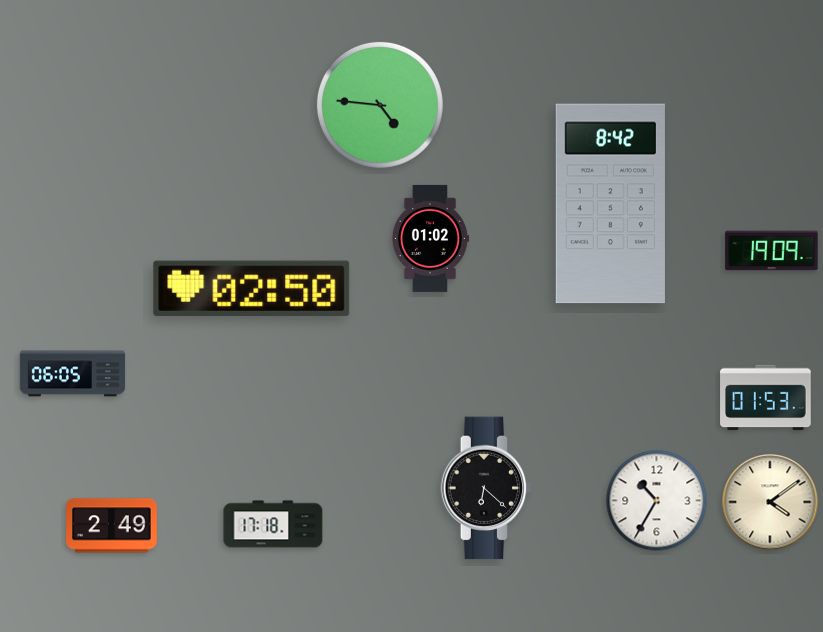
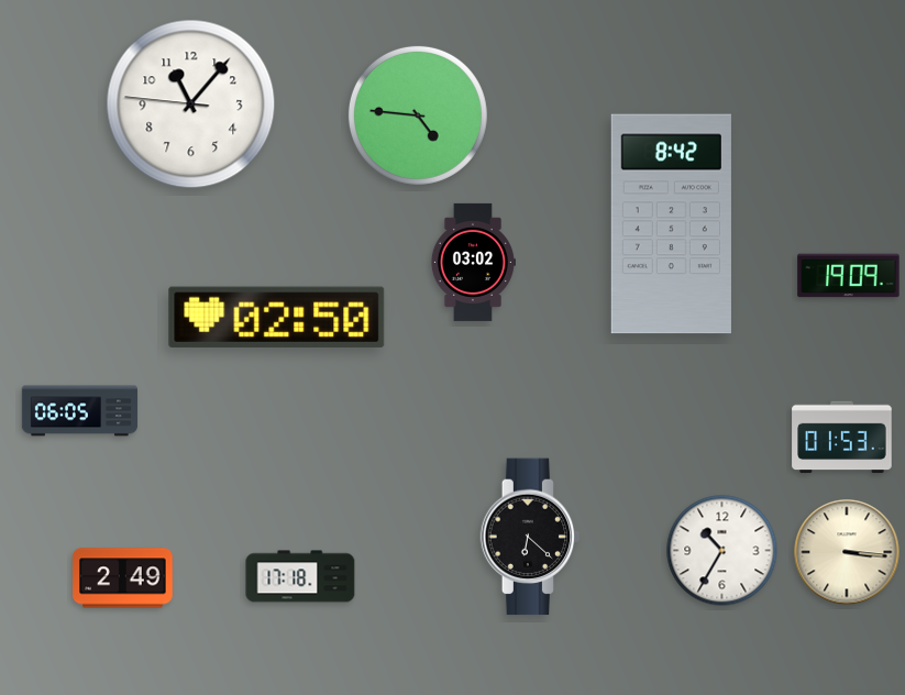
clock at (191, 104): none -> 11:06
clock at (430, 238): 01:02 -> 03:02
clock at (486, 488) position: (486, 488) -> (530, 537)
clock at (770, 502): 4:09 -> 3:16
